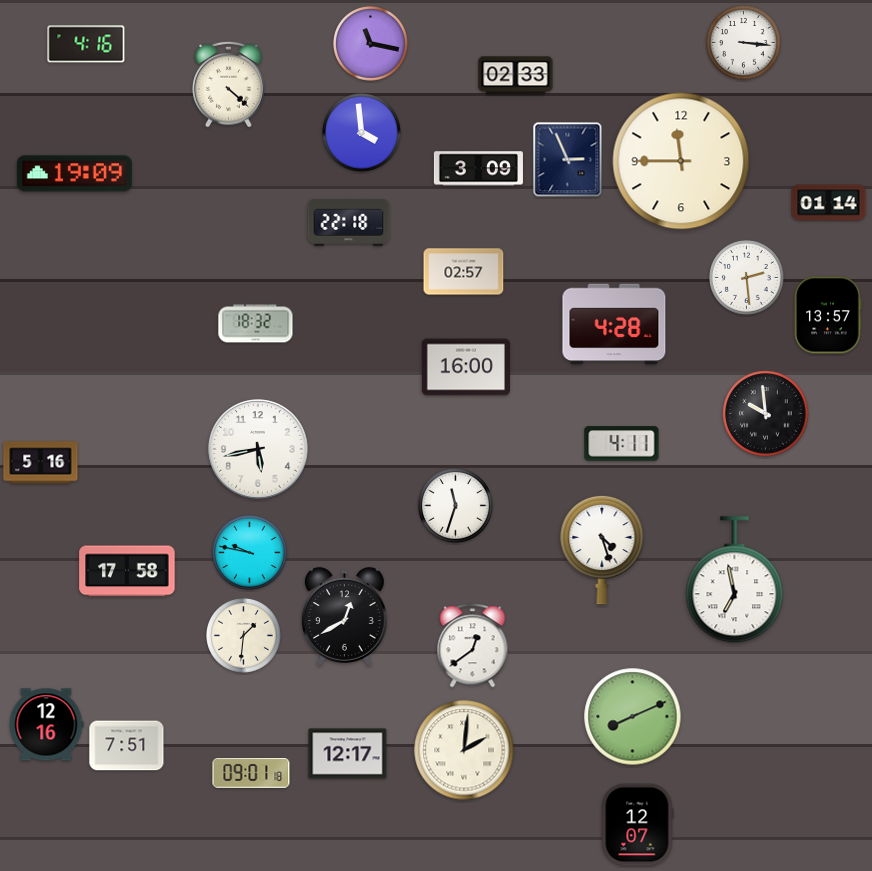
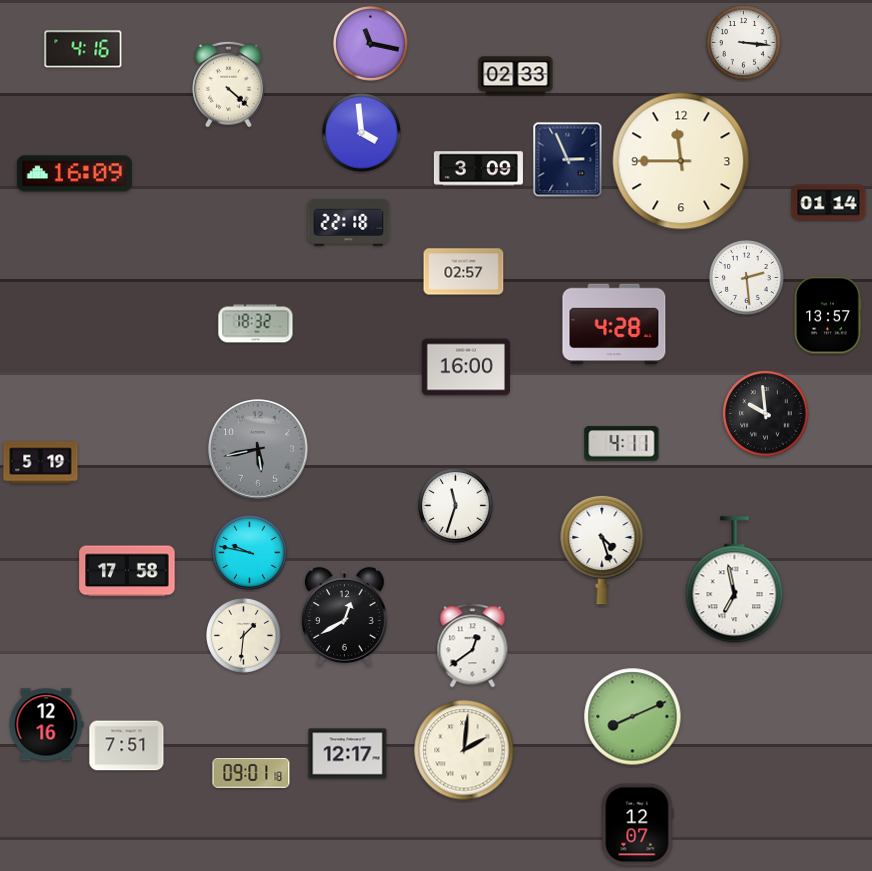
clock at (86, 44) position: (86, 44) -> (83, 49)
clock at (74, 174): 19:09 -> 16:09
clock at (258, 449) dial: white -> grey
clock at (41, 463): 5:16 -> 5:19
